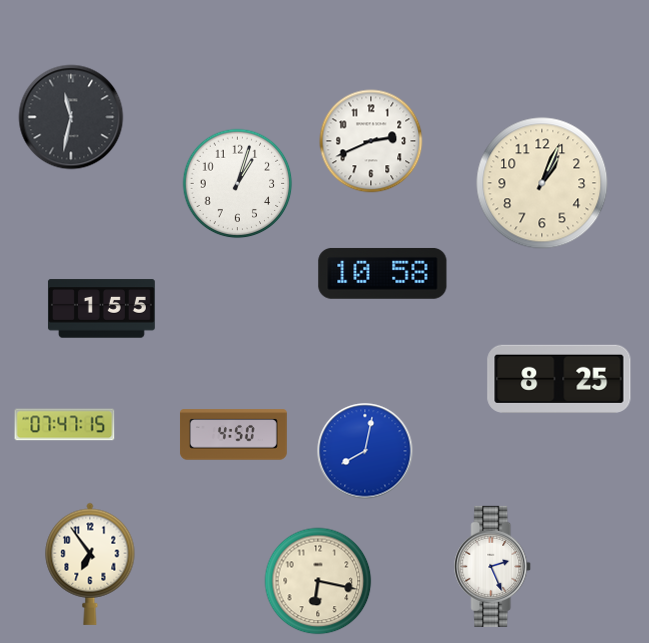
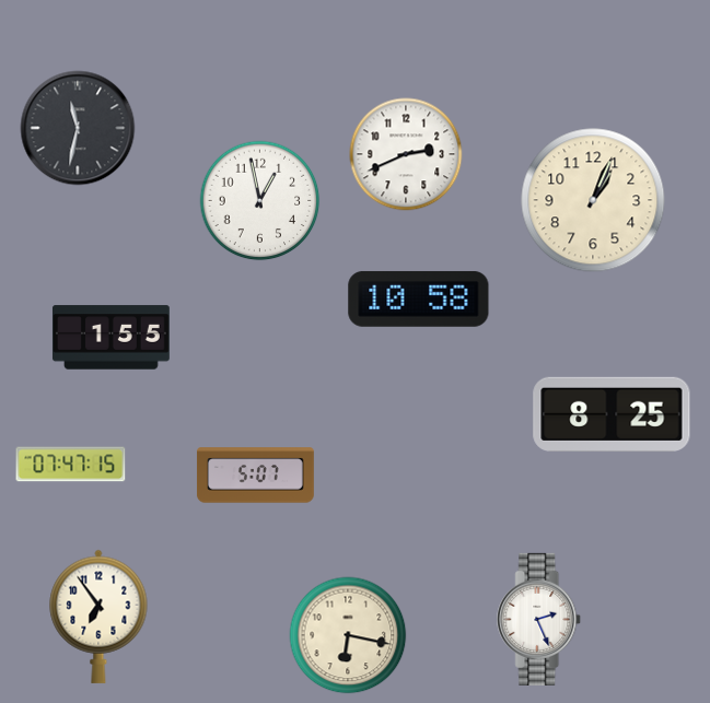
clock at (238, 184): 1:03 -> 12:58
clock at (234, 435): 4:50 -> 5:07
clock at (365, 451): 8:02 -> none
